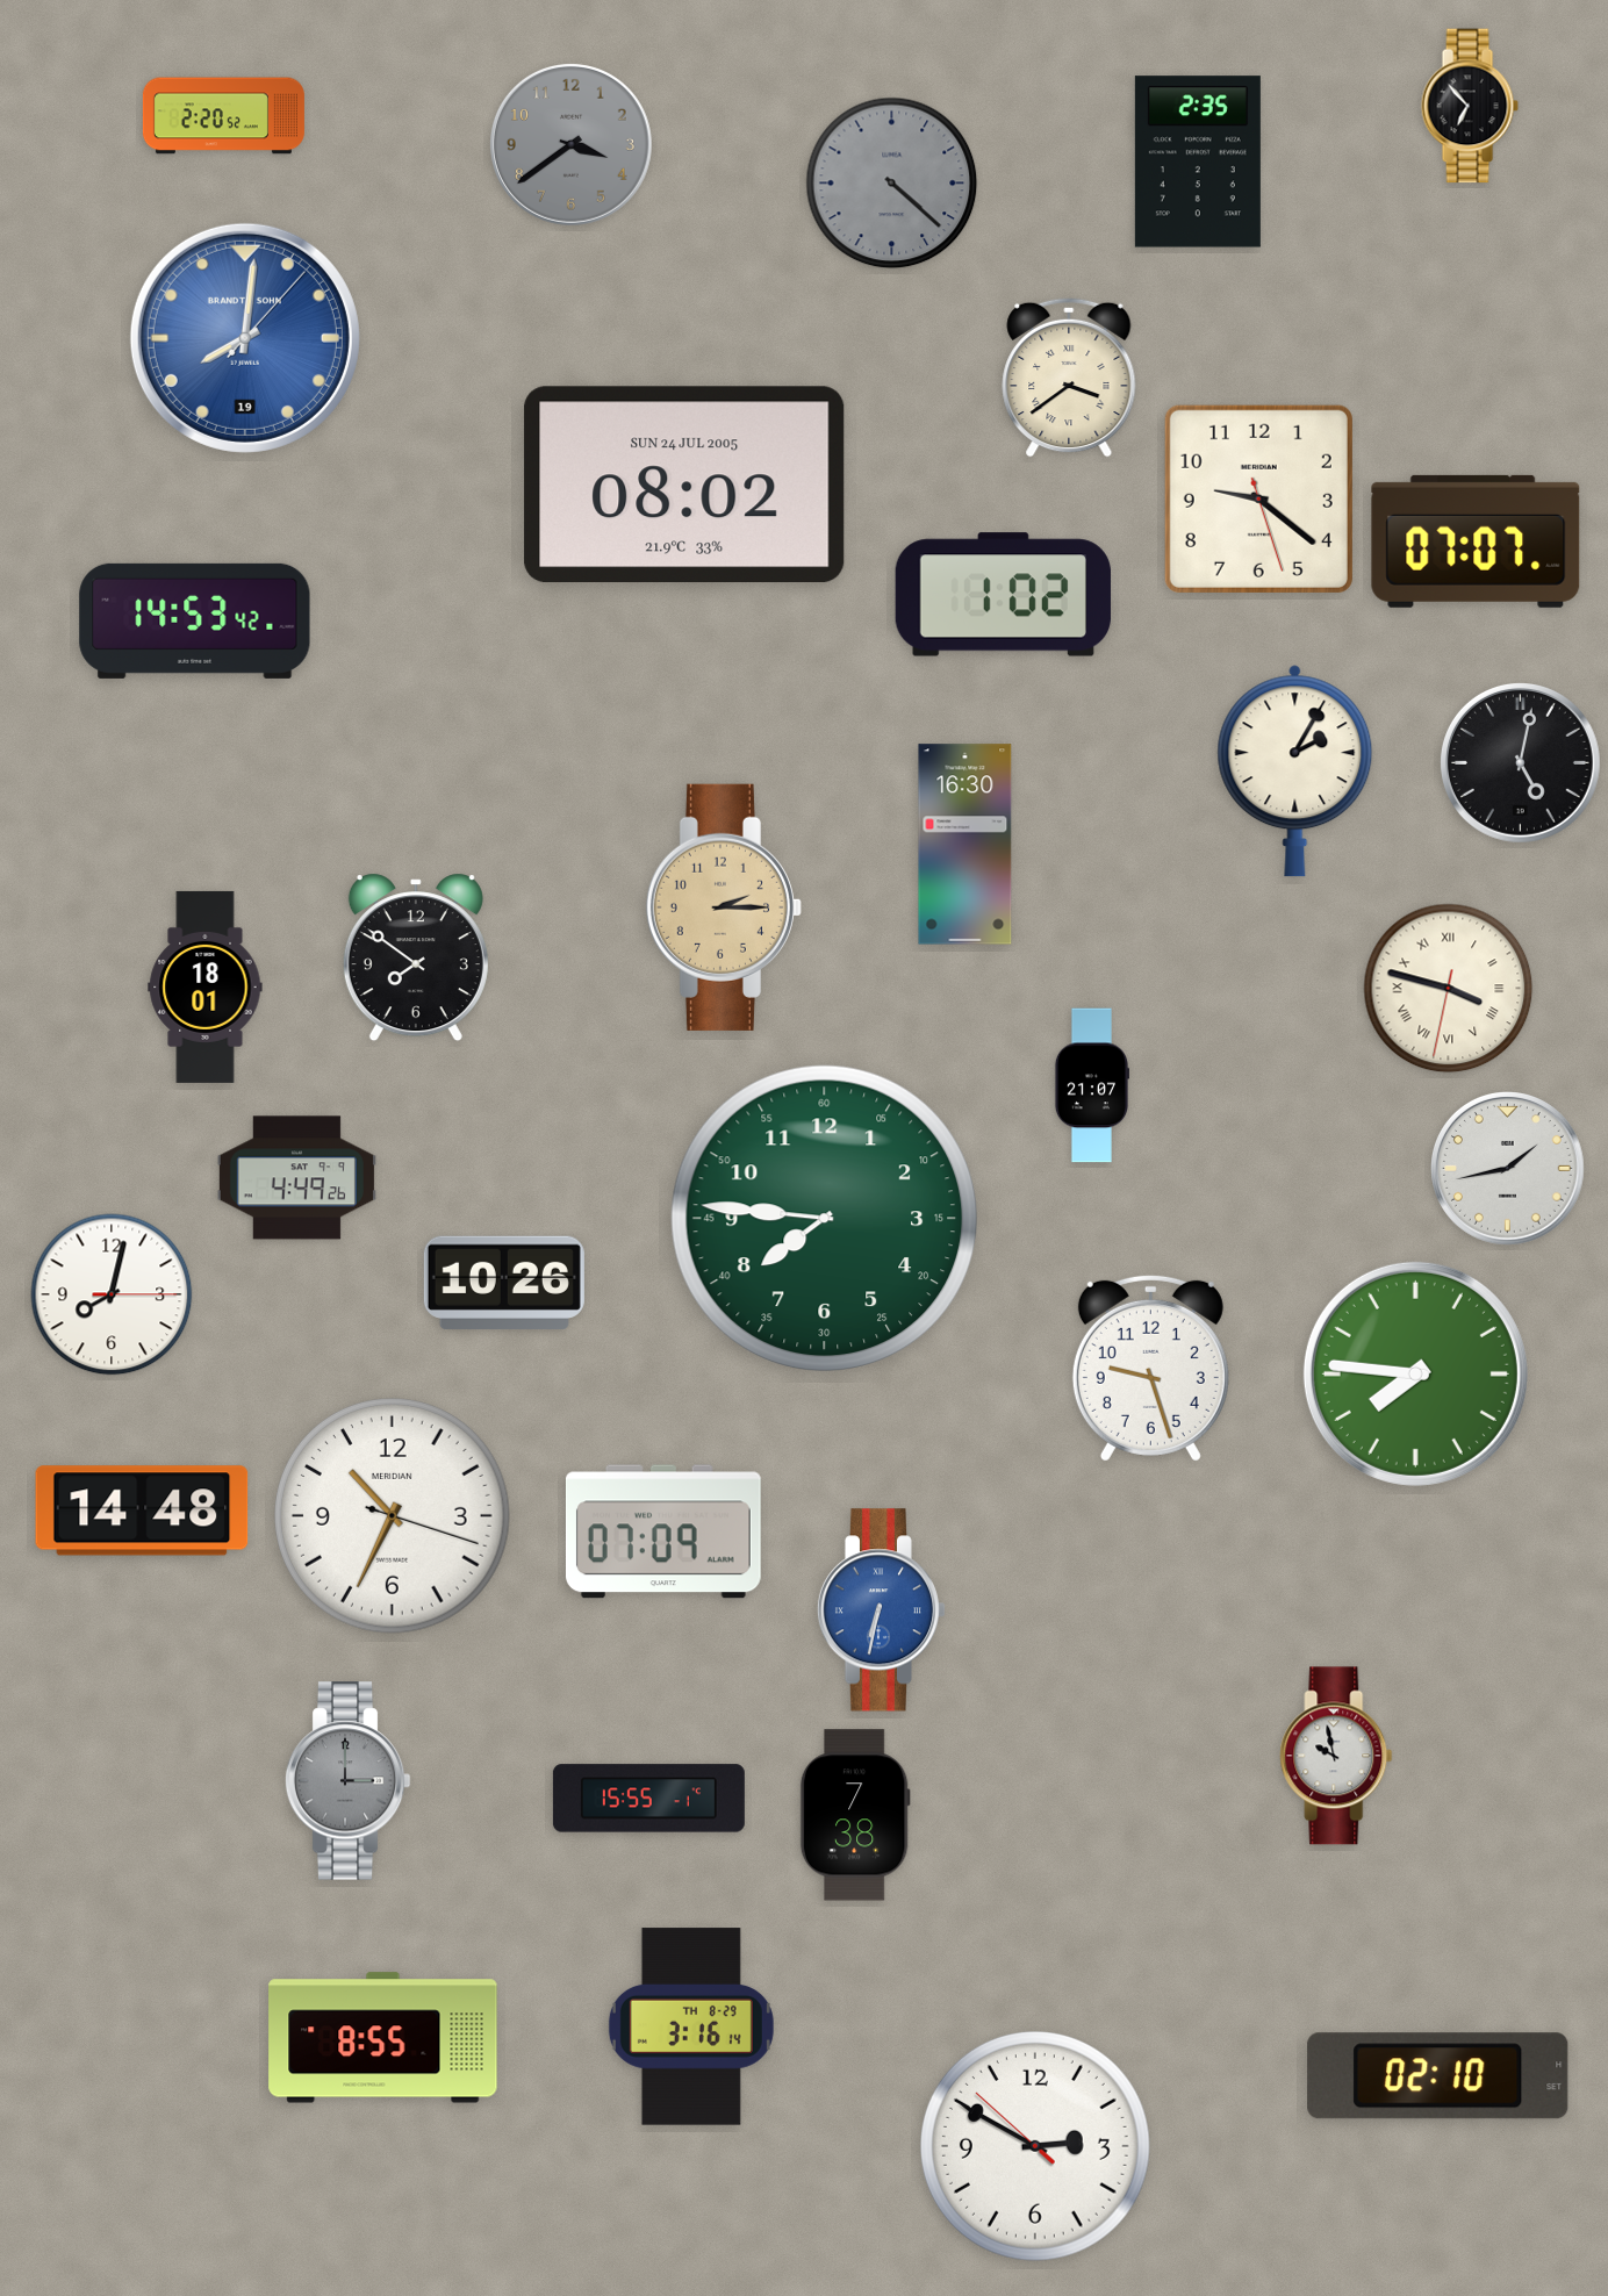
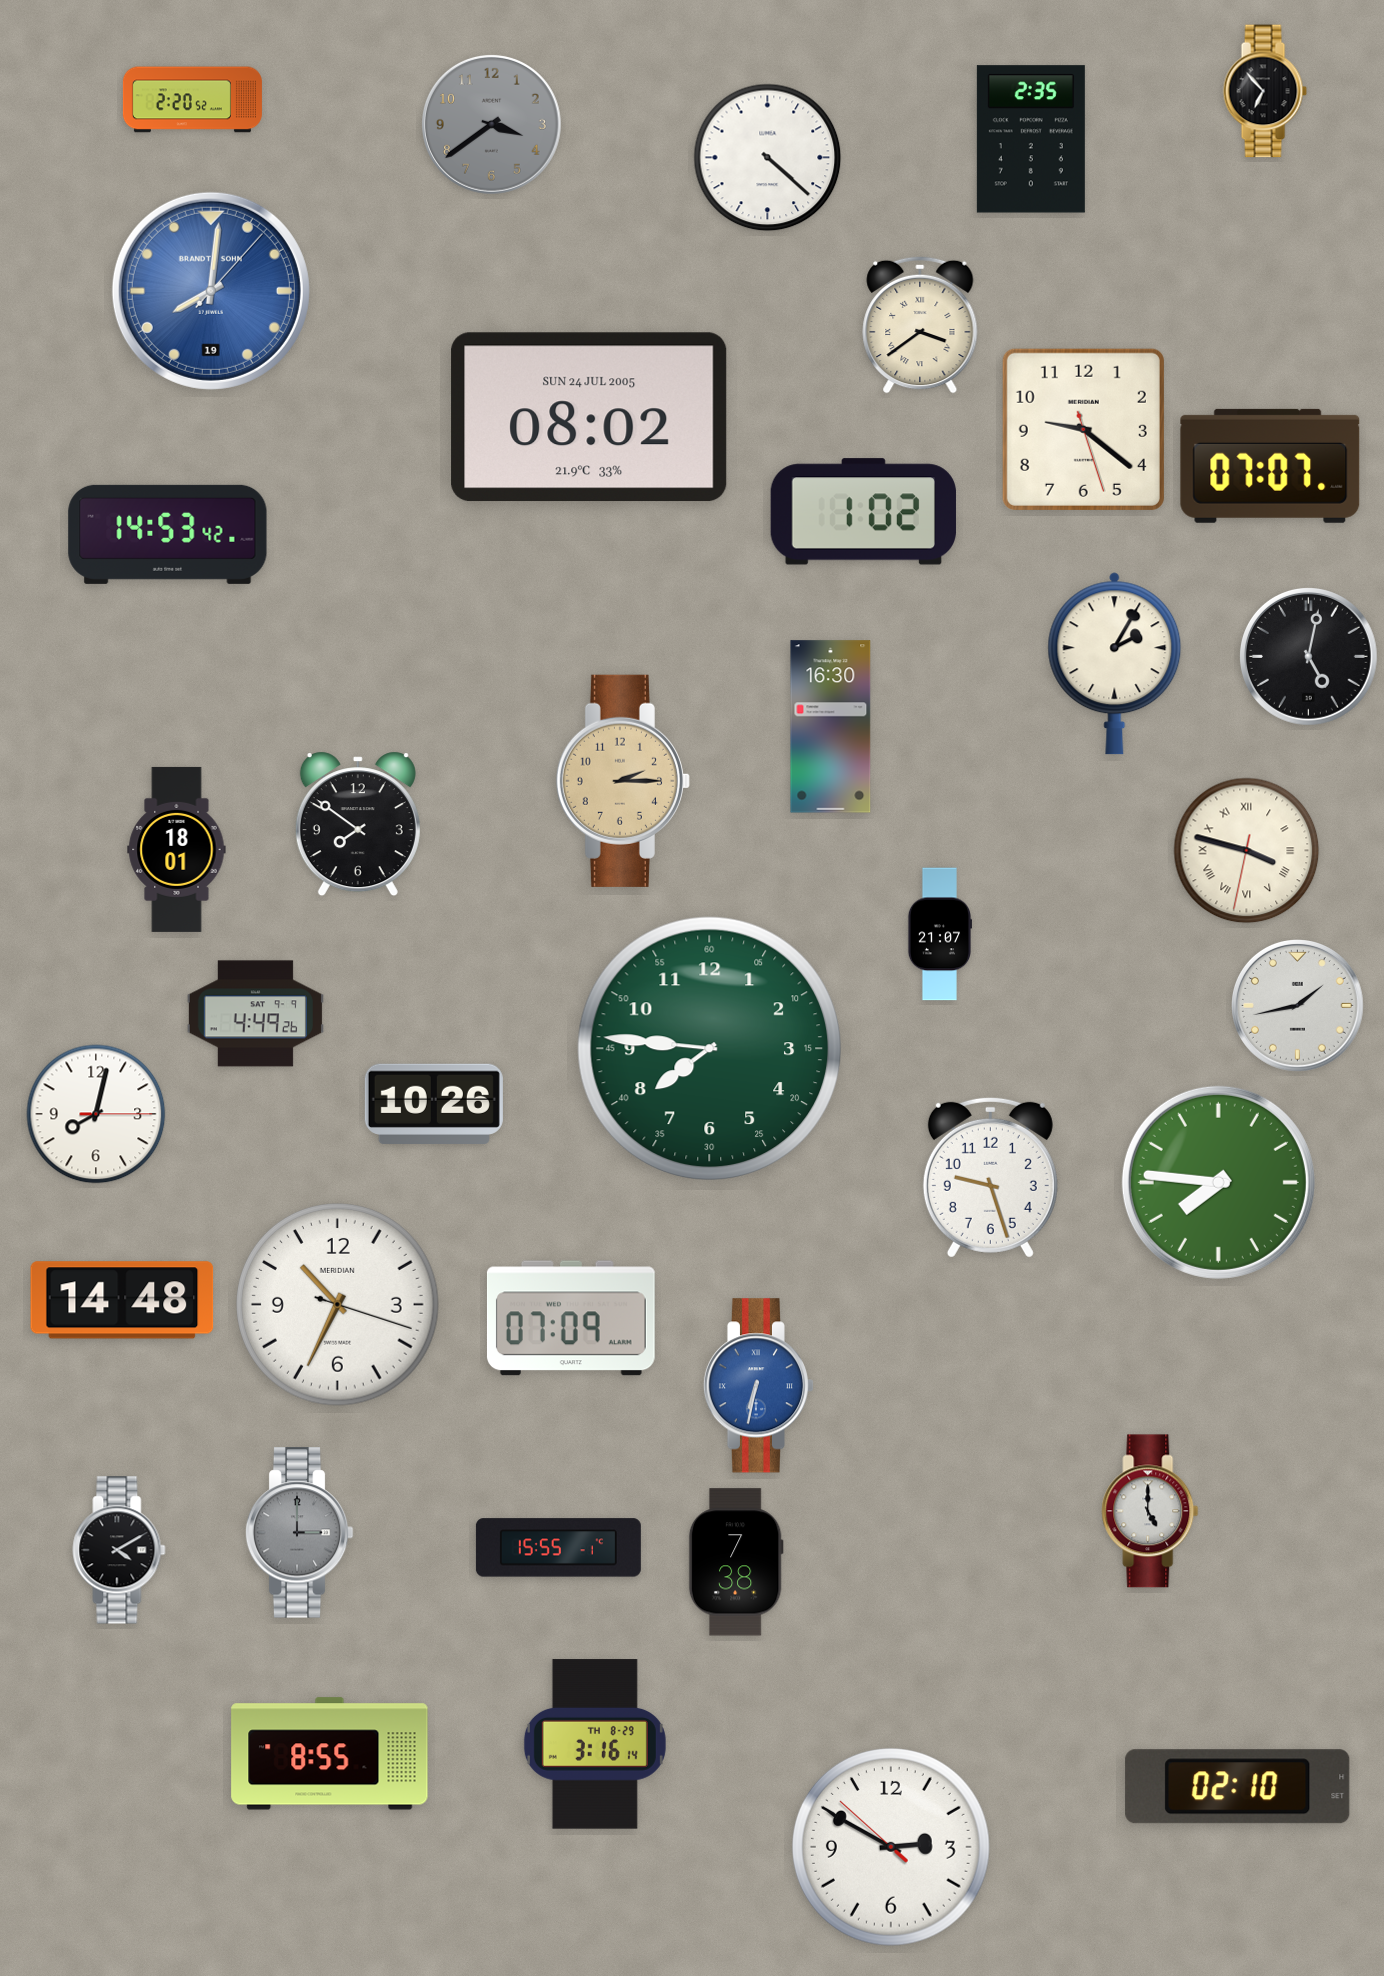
clock at (892, 184) dial: grey -> white
clock at (1336, 1756): 9:58 -> 5:00
clock at (119, 1550): none -> 4:10
